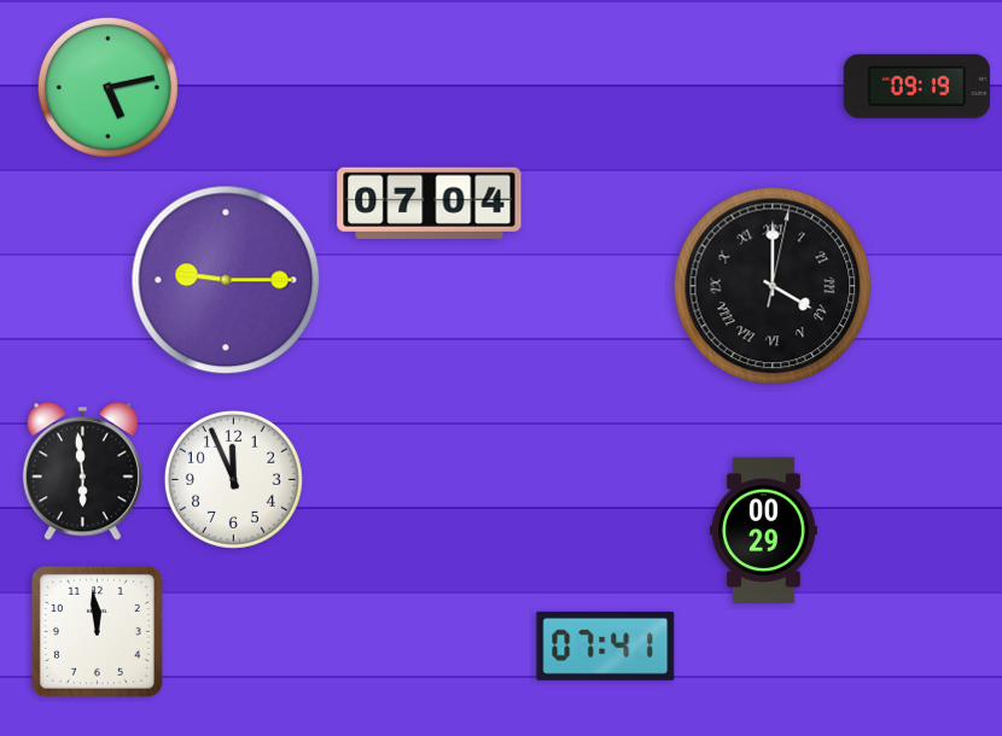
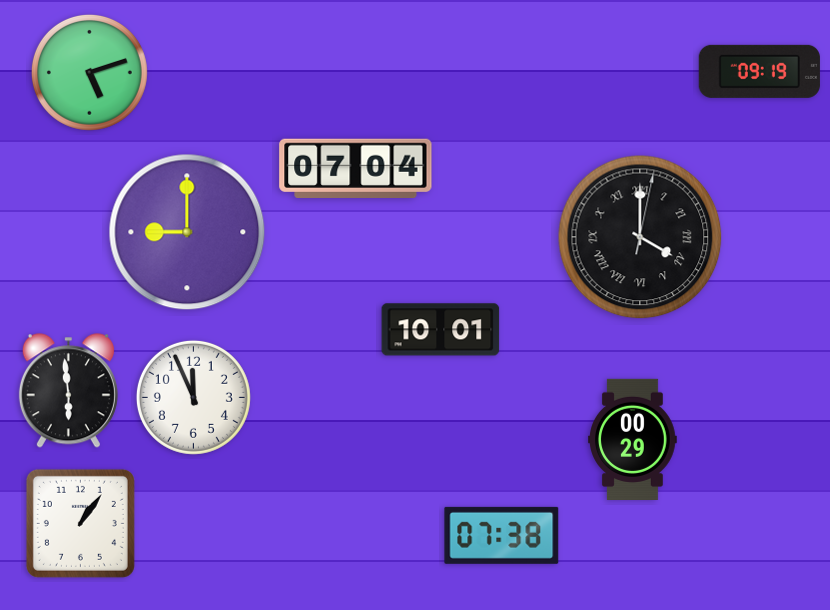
clock at (107, 87): 5:13 -> 5:12
clock at (226, 280): 9:15 -> 9:00
clock at (441, 330): none -> 10:01
clock at (97, 631): 11:59 -> 1:06
clock at (606, 646): 07:41 -> 07:38
